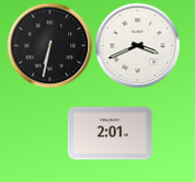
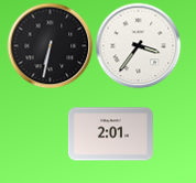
clock at (137, 45): 3:41 -> 3:36
